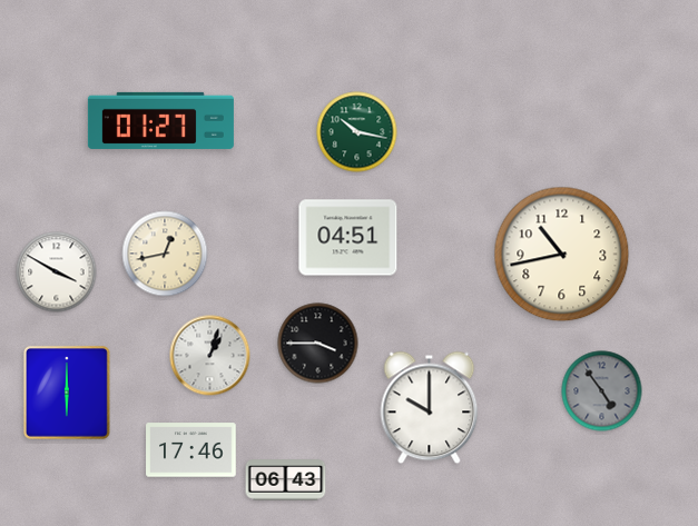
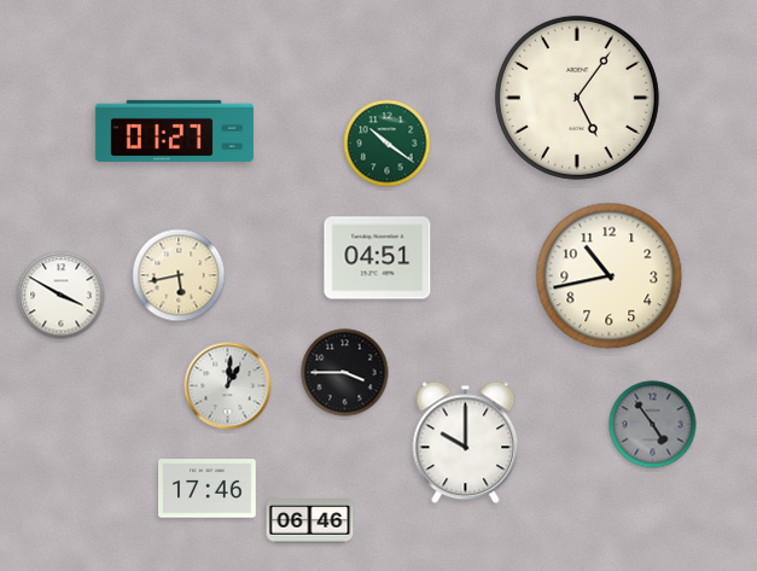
clock at (577, 98): none -> 5:06
clock at (357, 132): 10:17 -> 10:21
clock at (165, 254): 12:43 -> 5:43
clock at (210, 356): 1:03 -> 1:01
clock at (67, 394): 6:00 -> none
clock at (286, 480): 06:43 -> 06:46
